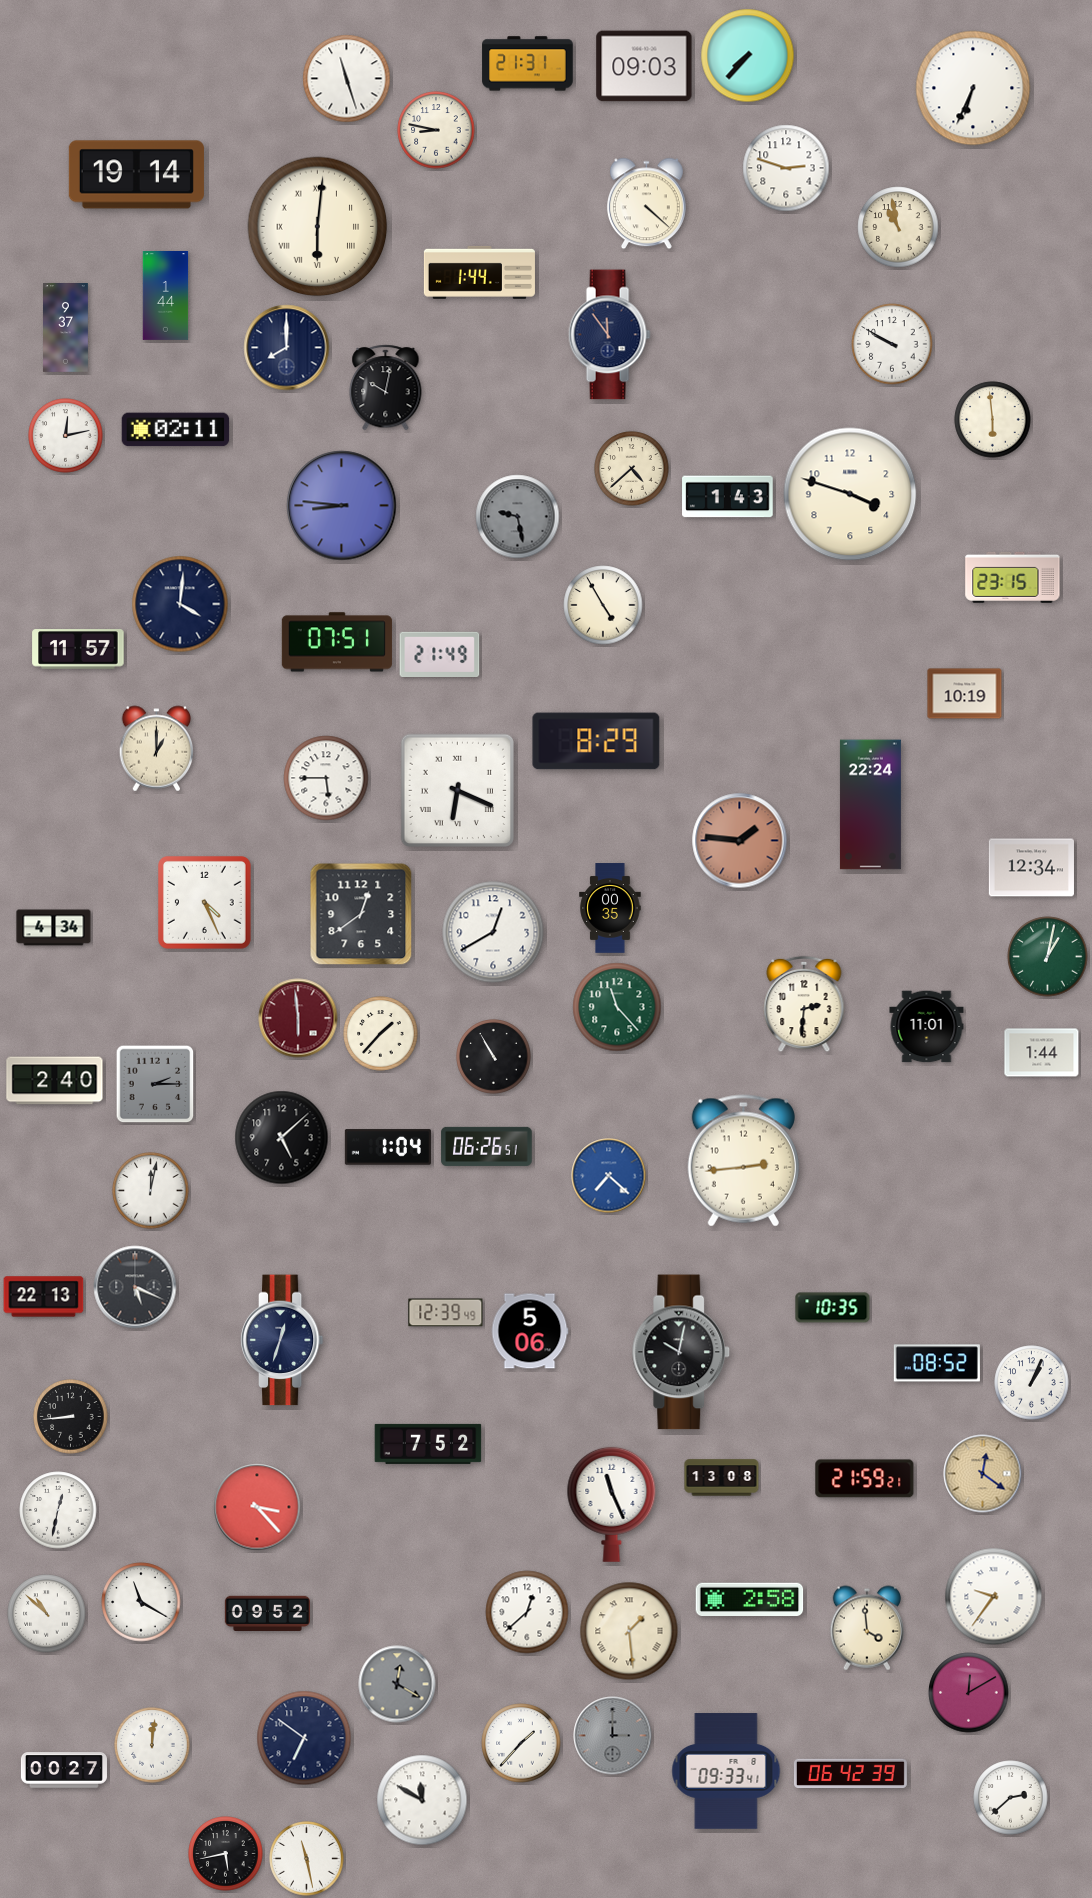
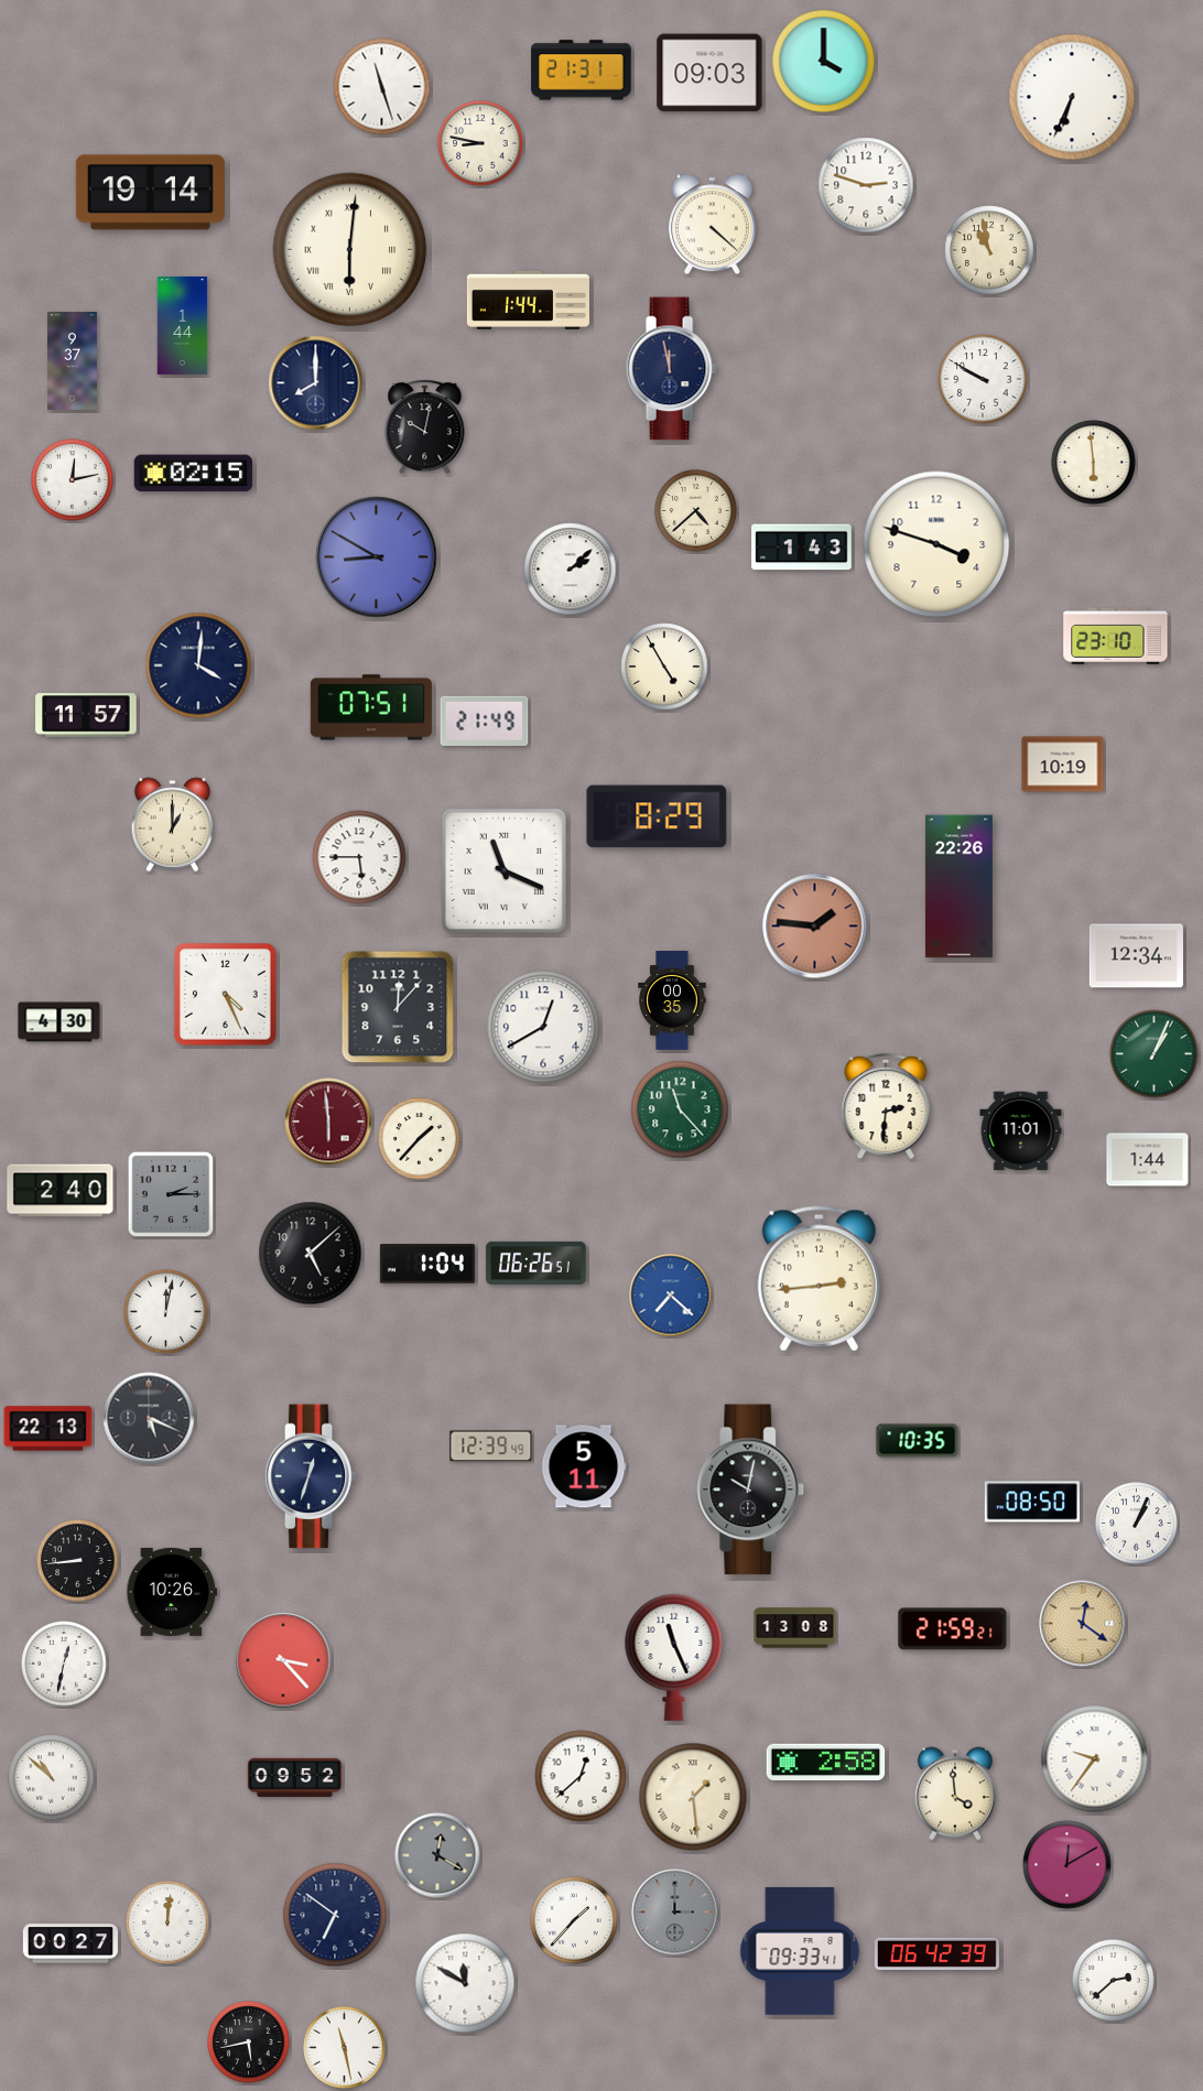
clock at (748, 56): 7:37 -> 4:00
clock at (609, 335): 11:54 -> 11:58
clock at (176, 430): 02:11 -> 02:15
clock at (632, 469) position: (632, 469) -> (696, 511)
clock at (342, 506): 8:46 -> 8:50
clock at (518, 517): 9:28 -> 2:08
clock at (518, 517) dial: grey -> white
clock at (1013, 577): 23:15 -> 23:10
clock at (457, 790): 6:19 -> 11:19
clock at (870, 805): 22:24 -> 22:26
clock at (361, 914): 12:39 -> 12:07
clock at (54, 928): 4:34 -> 4:30
clock at (1048, 957): 1:02 -> 1:04
clock at (494, 1057): 10:55 -> none
clock at (530, 1331): 5:06 -> 5:11
clock at (937, 1363): 08:52 -> 08:50
clock at (428, 1444): 7:52 -> none
clock at (172, 1592): none -> 10:26
clock at (141, 1602): 11:20 -> none
clock at (64, 1770) position: (64, 1770) -> (71, 1943)
clock at (307, 1859) position: (307, 1859) -> (345, 2048)
